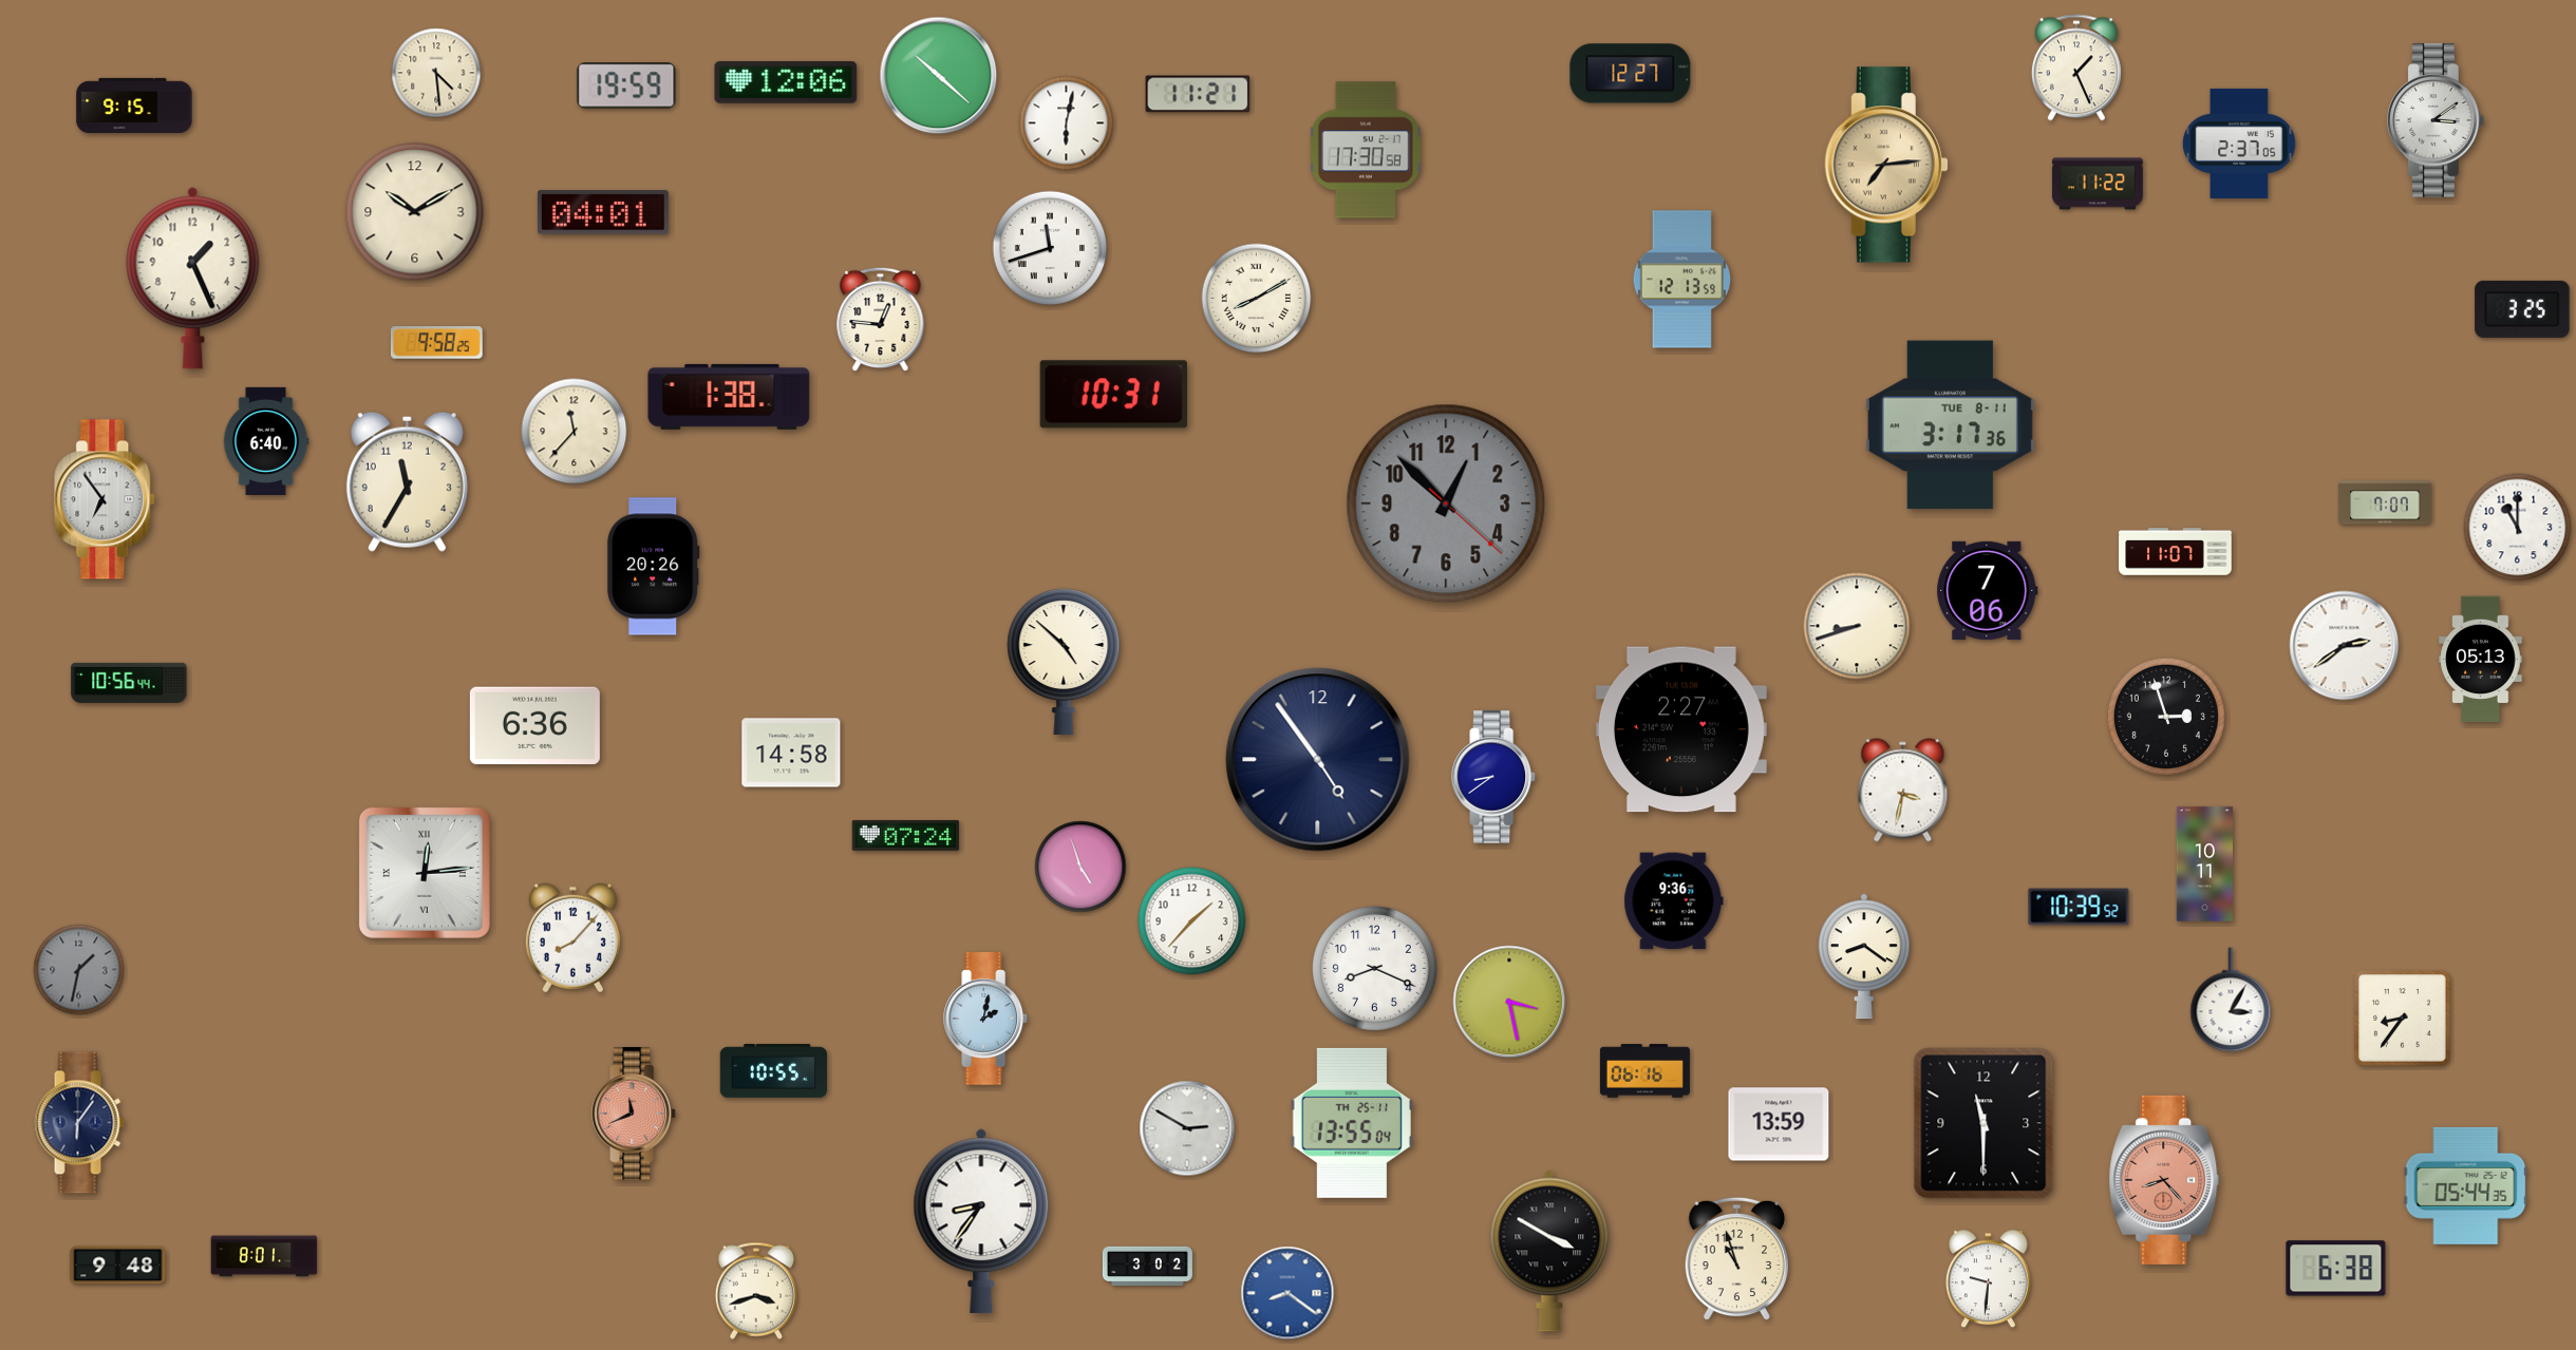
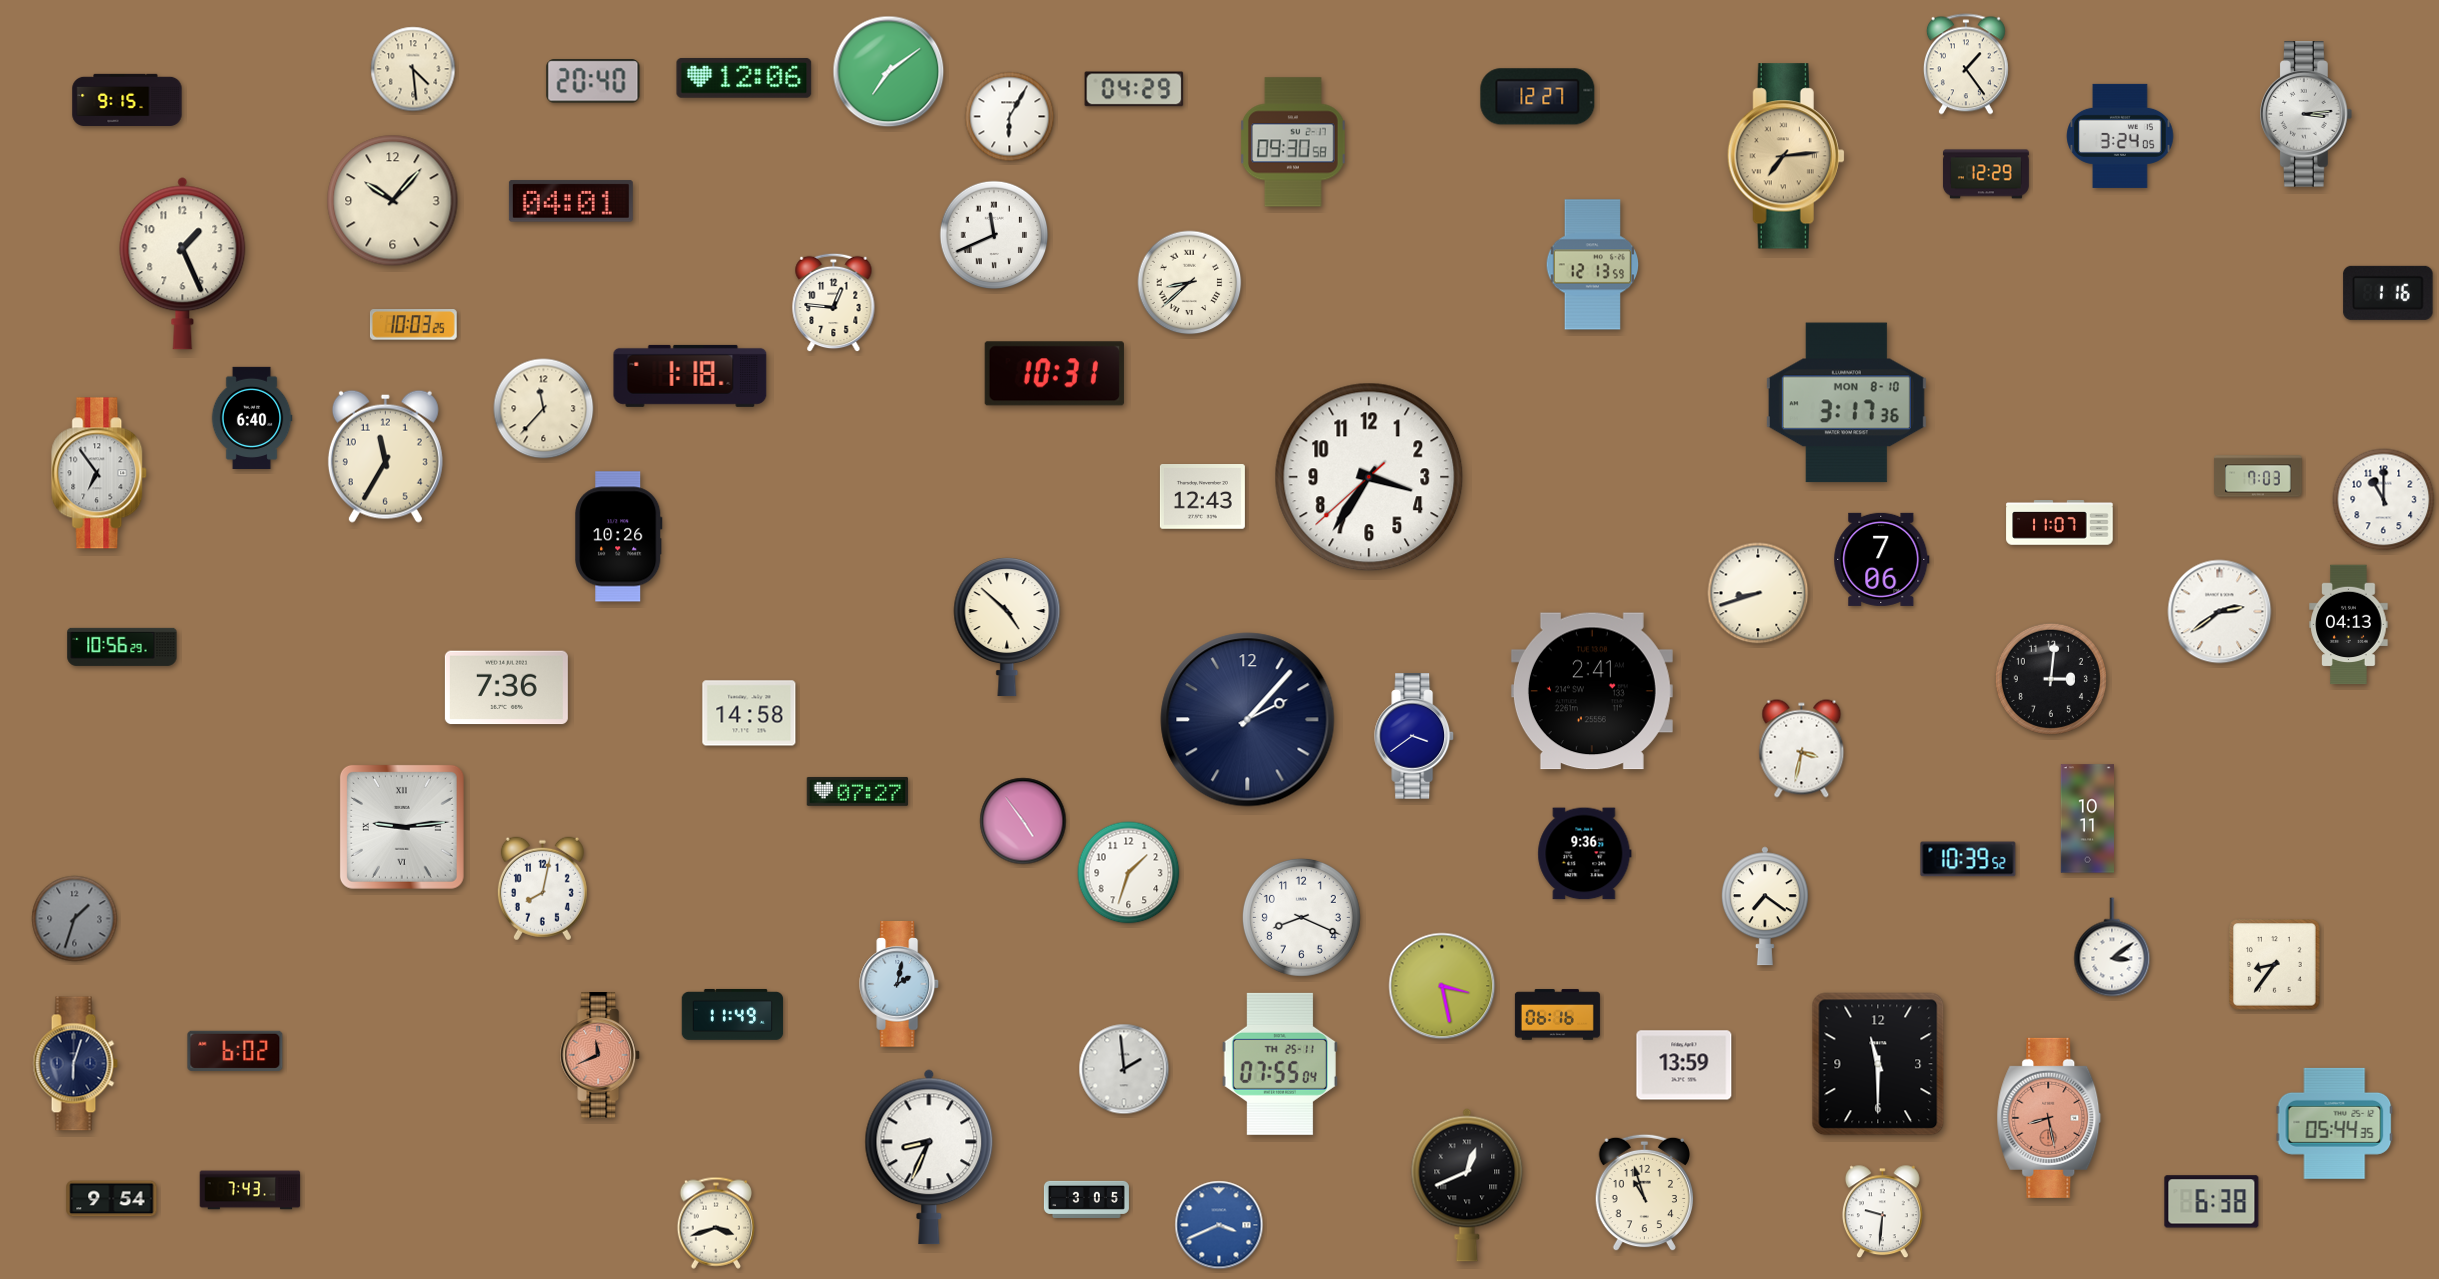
clock at (2076, 68): 1:26 -> 1:24
clock at (1631, 74) position: (1631, 74) -> (1538, 97)
clock at (939, 76): 10:22 -> 7:09
clock at (626, 85): 19:59 -> 20:40
clock at (1198, 94): 11:21 -> 04:29
clock at (2437, 120): 3:09 -> 3:14
clock at (1067, 123): 6:02 -> 6:05
clock at (2239, 144): 2:37 -> 3:24
clock at (1367, 150): 17:30 -> 09:30
clock at (2098, 184): 11:22 -> 12:29
clock at (415, 212): 10:10 -> 10:07
clock at (1050, 248): 11:42 -> 11:41
clock at (1257, 299): 8:10 -> 8:38
clock at (2522, 309): 3:25 -> 1:16
clock at (436, 343): 9:58 -> 10:03
clock at (729, 397): 1:38 -> 1:18
clock at (1950, 425) date: TUE 8-11 -> MON 8-10
clock at (2385, 502): 7:07 -> 7:03
clock at (1446, 503): 12:52 -> 3:35
clock at (1446, 503) dial: grey -> white
clock at (1202, 497): none -> 12:43
clock at (654, 567): 20:26 -> 10:26
clock at (2481, 660): 05:13 -> 04:13
clock at (129, 683): 10:56:44 -> 10:56:29
clock at (2166, 717): 2:57 -> 3:01
clock at (534, 726): 6:36 -> 7:36
clock at (1681, 729): 2:27 -> 2:41
clock at (1318, 760): 4:54 -> 2:07
clock at (1494, 777): 8:39 -> 3:39
clock at (906, 835): 07:24 -> 07:27
clock at (1080, 867): 4:57 -> 4:54
clock at (425, 873): 12:14 -> 9:14
clock at (1192, 921): 1:37 -> 1:33
clock at (572, 938): 8:07 -> 8:02
clock at (1864, 956): 8:21 -> 7:21
clock at (79, 970): 1:32 -> 1:33
clock at (2231, 1000): 3:05 -> 3:09
clock at (1509, 1002) position: (1509, 1002) -> (1442, 986)
clock at (986, 1019) position: (986, 1019) -> (900, 984)
clock at (774, 1070): 10:55 -> 11:49
clock at (235, 1051): none -> 6:02
clock at (79, 1123): 6:06 -> 6:03
clock at (1352, 1123): 13:55 -> 07:55
clock at (1187, 1128): 2:50 -> 1:59
clock at (2164, 1180): 8:23 -> 8:28
clock at (981, 1221): 8:36 -> 8:34
clock at (1549, 1251): 3:50 -> 12:41
clock at (264, 1256): 8:01 -> 7:43
clock at (118, 1266): 9:48 -> 9:54
clock at (1147, 1266): 3:02 -> 3:05
clock at (1287, 1293): 8:21 -> 3:41
